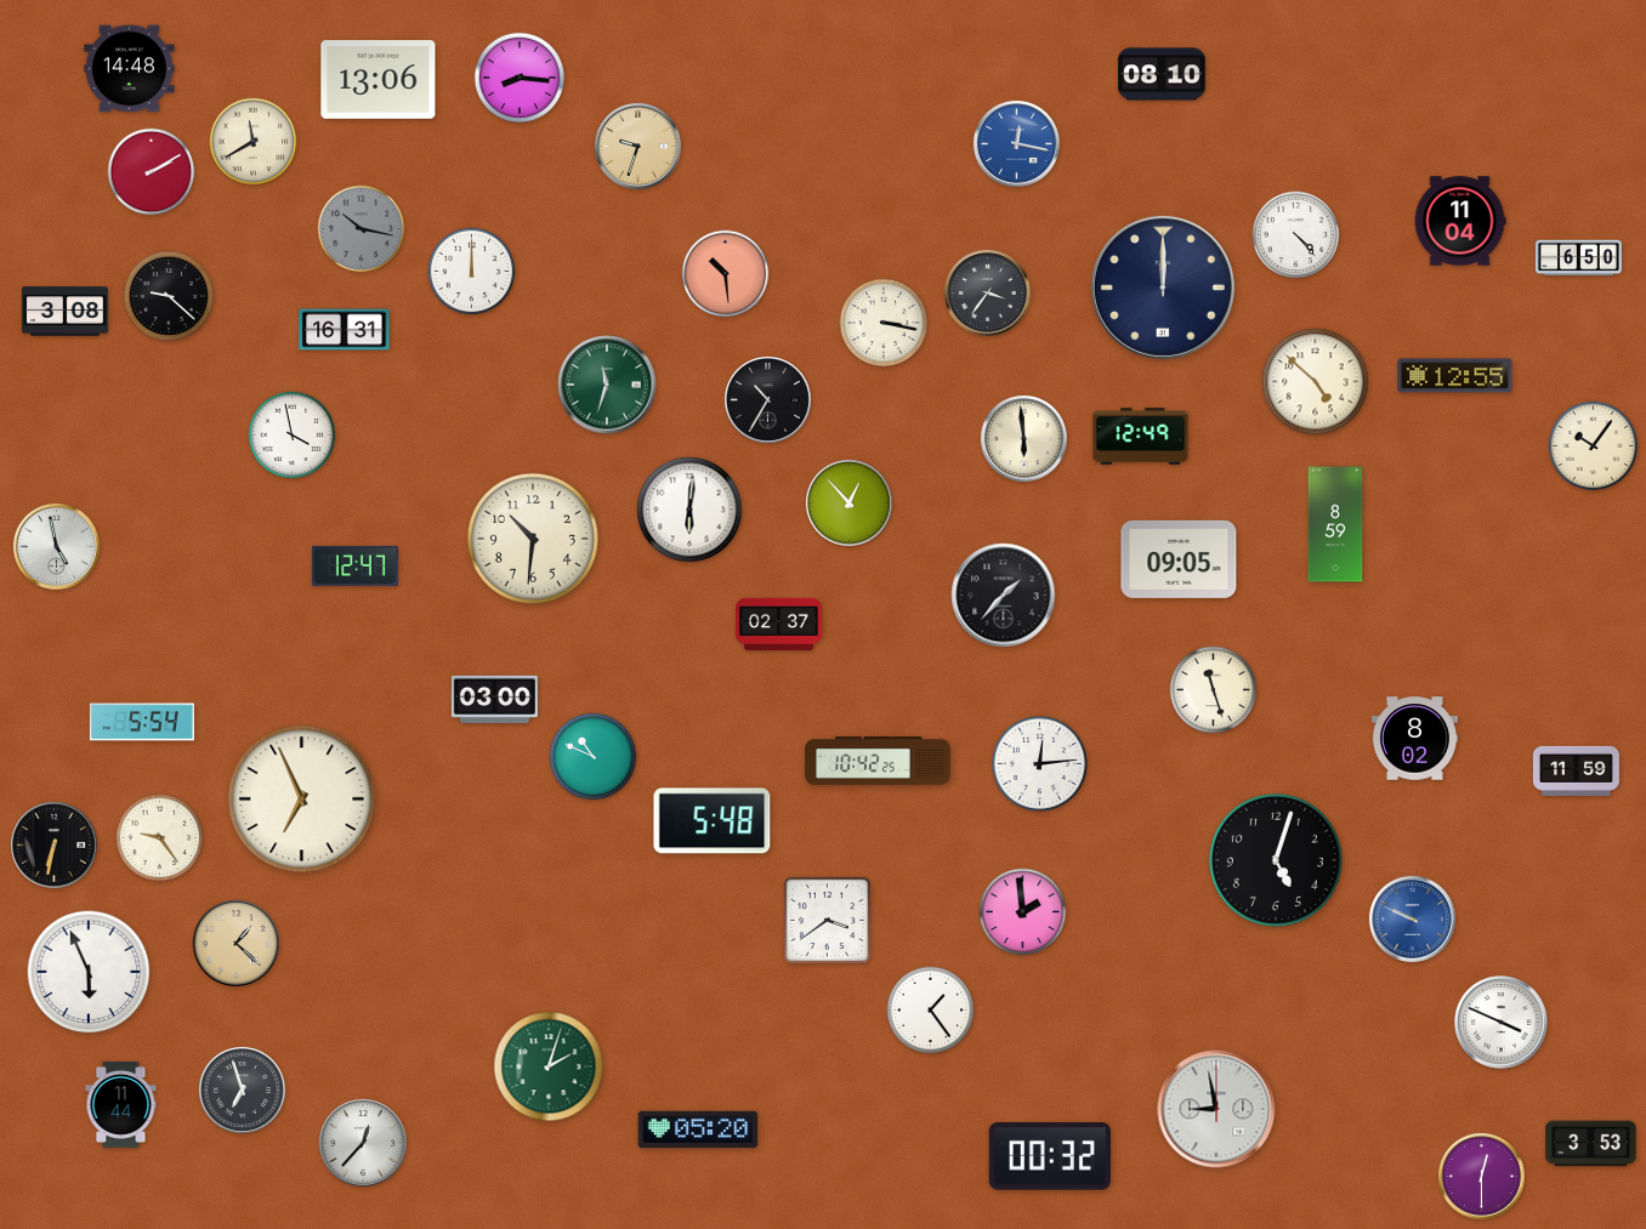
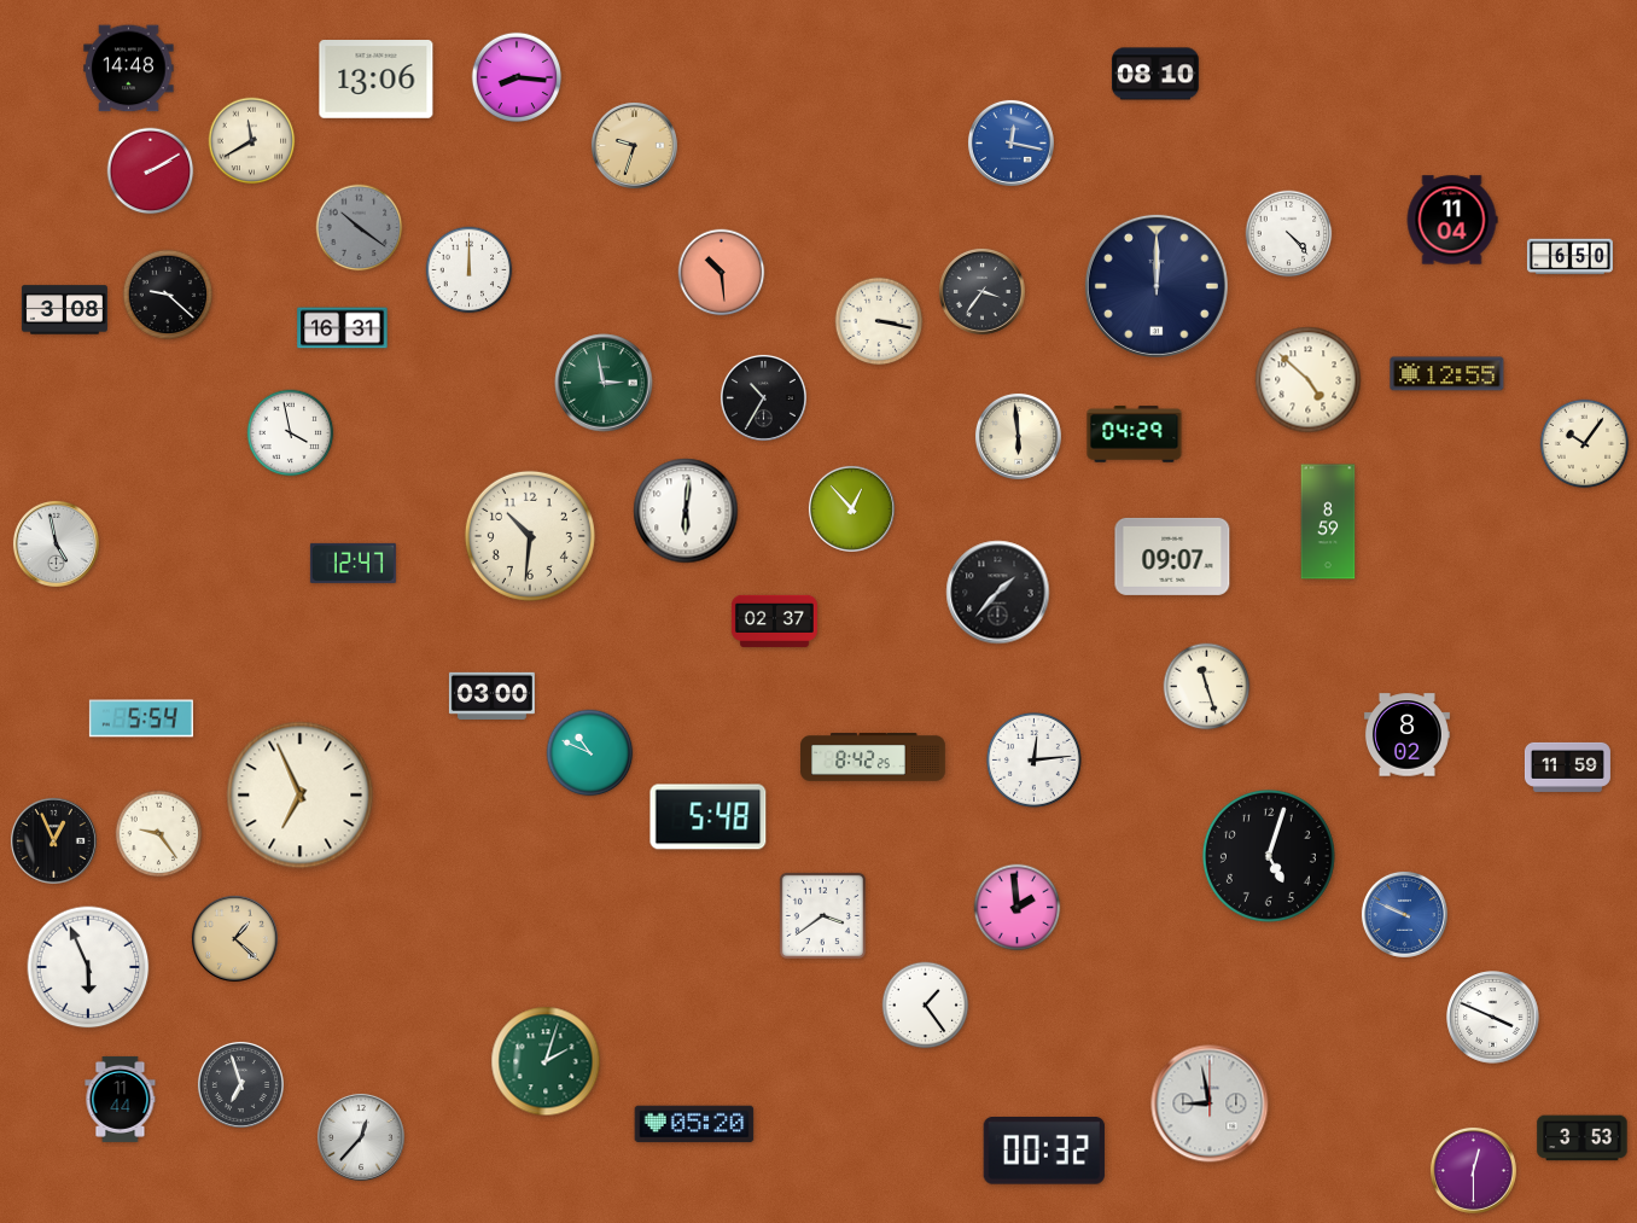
clock at (362, 229): 10:17 -> 10:21
clock at (607, 385): 11:33 -> 2:58
clock at (1141, 437): 12:49 -> 04:29
clock at (848, 502) position: (848, 502) -> (851, 508)
clock at (689, 510) position: (689, 510) -> (686, 511)
clock at (1179, 559): 09:05 -> 09:07
clock at (878, 762): 10:42 -> 8:42
clock at (53, 844): 6:32 -> 12:56
